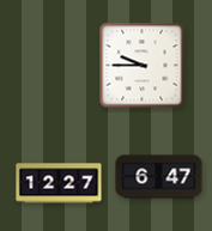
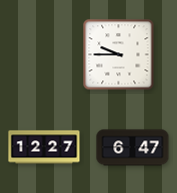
clock at (59, 183) position: (59, 183) -> (44, 147)
